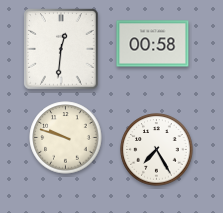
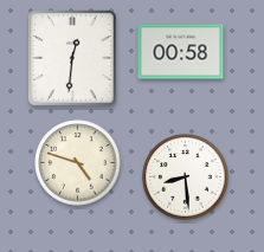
clock at (66, 138): 9:48 -> 4:48
clock at (157, 150): 7:25 -> 8:29
